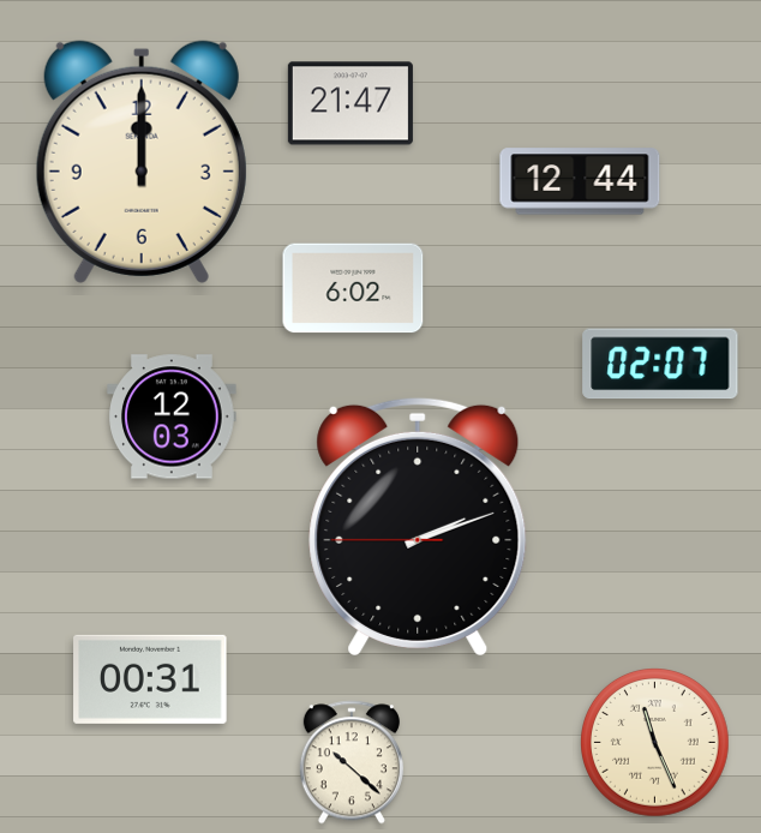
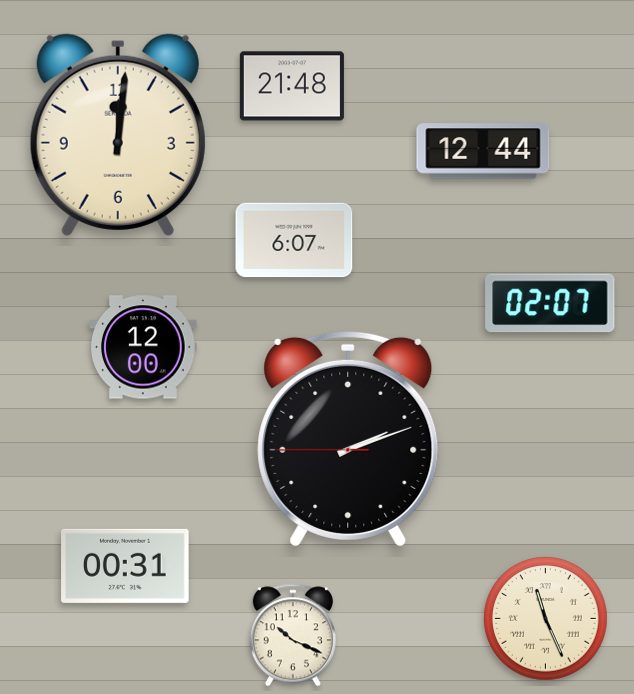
clock at (350, 103): 21:47 -> 21:48
clock at (142, 162): 12:00 -> 12:01
clock at (353, 288): 6:02 -> 6:07
clock at (172, 416): 12:03 -> 12:00
clock at (352, 762): 10:22 -> 10:19
